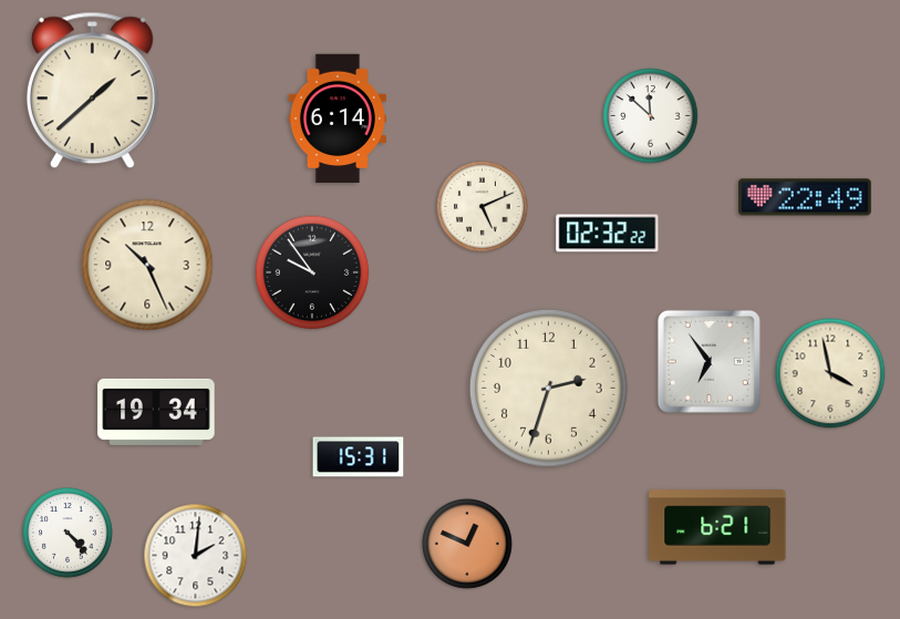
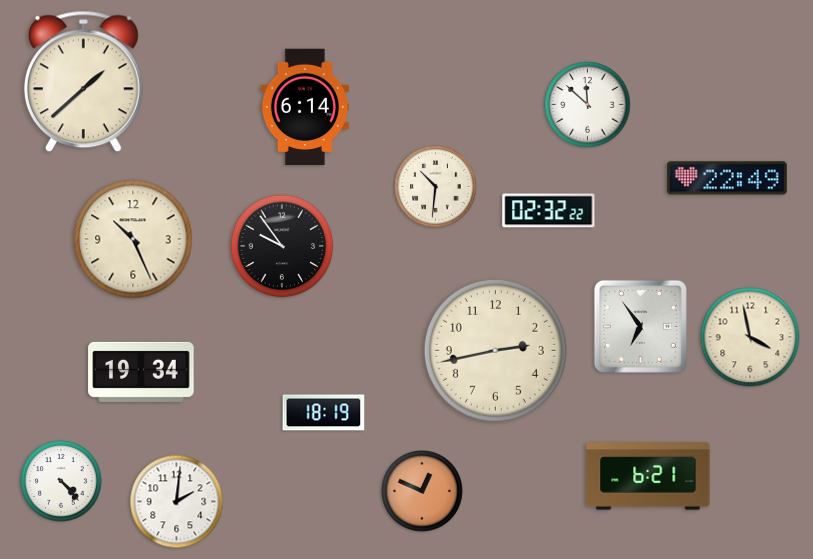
clock at (483, 207): 5:11 -> 10:31
clock at (548, 388): 2:33 -> 2:43
clock at (359, 457): 15:31 -> 18:19
